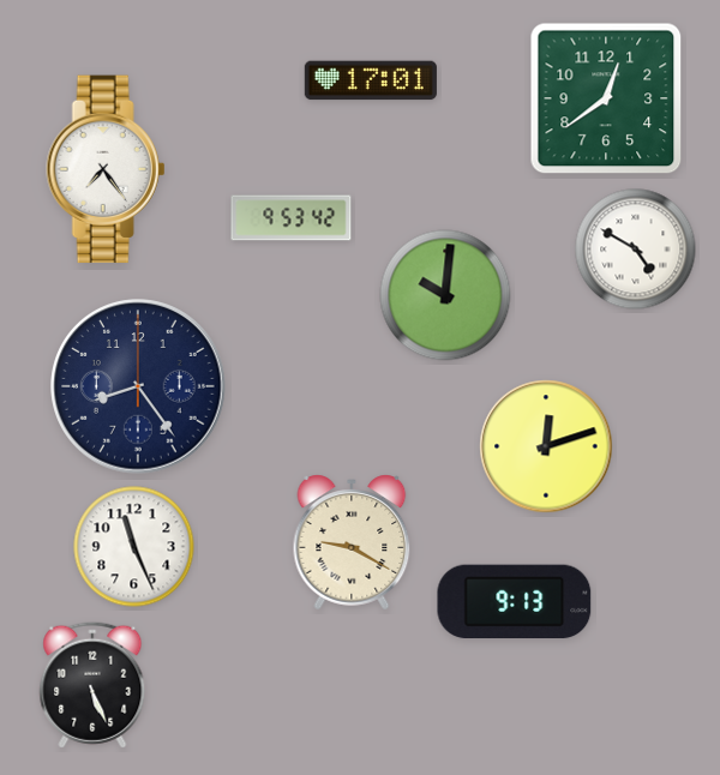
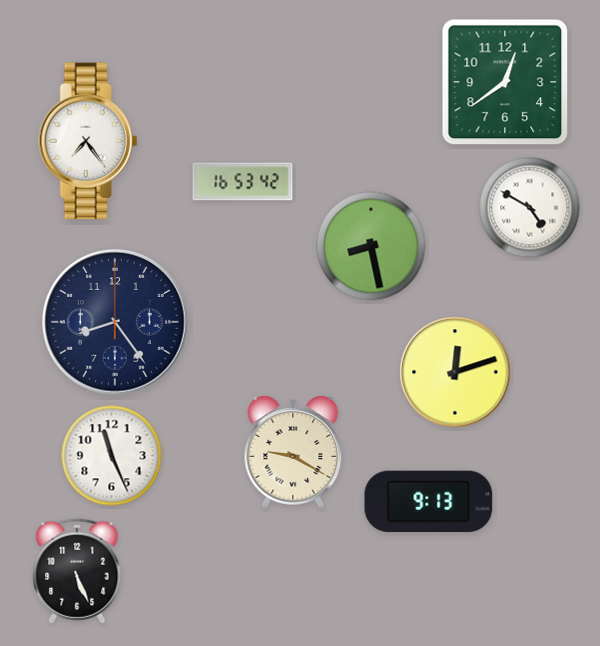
clock at (371, 80): 17:01 -> none
clock at (292, 218): 9:53 -> 16:53
clock at (445, 295): 10:01 -> 8:28
